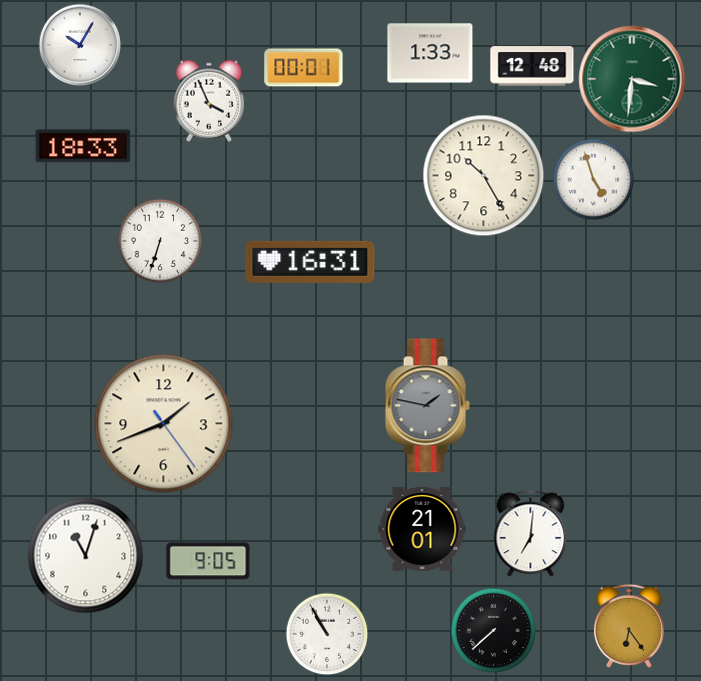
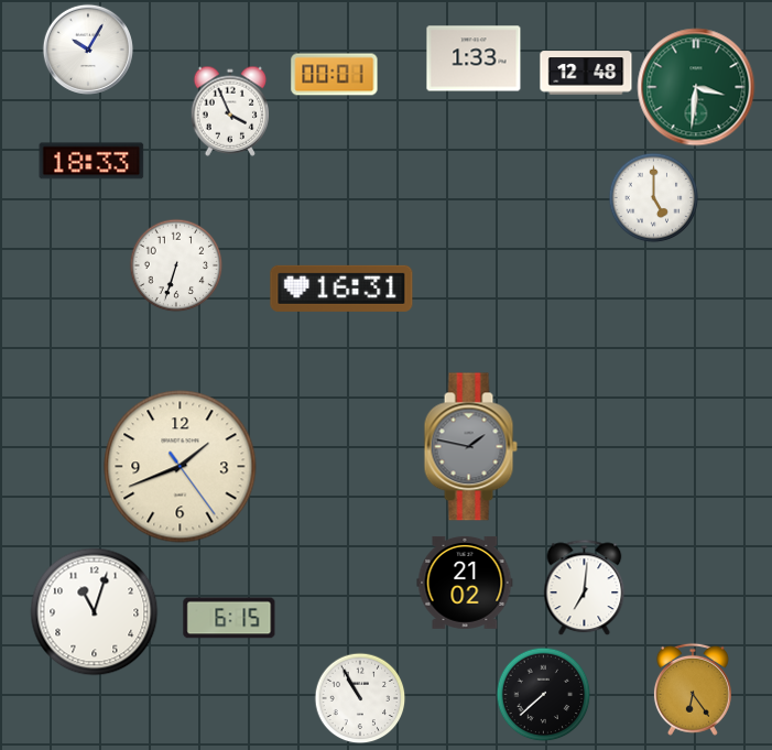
clock at (484, 176): 10:25 -> none
clock at (593, 179): 4:57 -> 5:00
clock at (422, 529): 21:01 -> 21:02
clock at (208, 561): 9:05 -> 6:15
